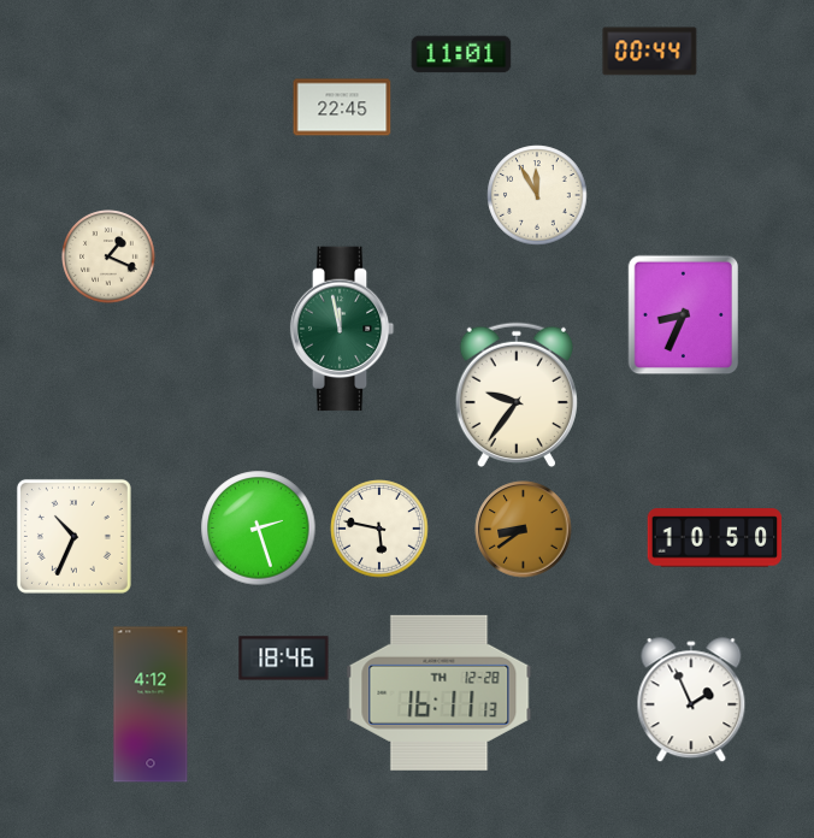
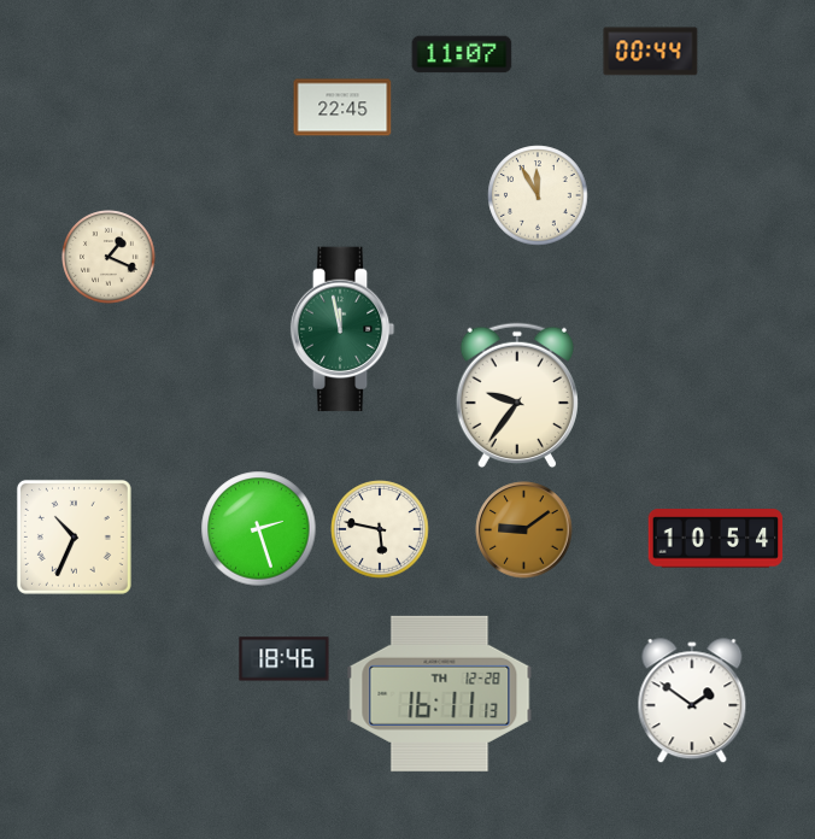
clock at (461, 54): 11:01 -> 11:07
clock at (684, 315): 8:34 -> none
clock at (524, 530): 8:39 -> 9:09
clock at (715, 538): 10:50 -> 10:54
clock at (691, 701): 1:56 -> 1:51
clock at (151, 704): 4:12 -> none
